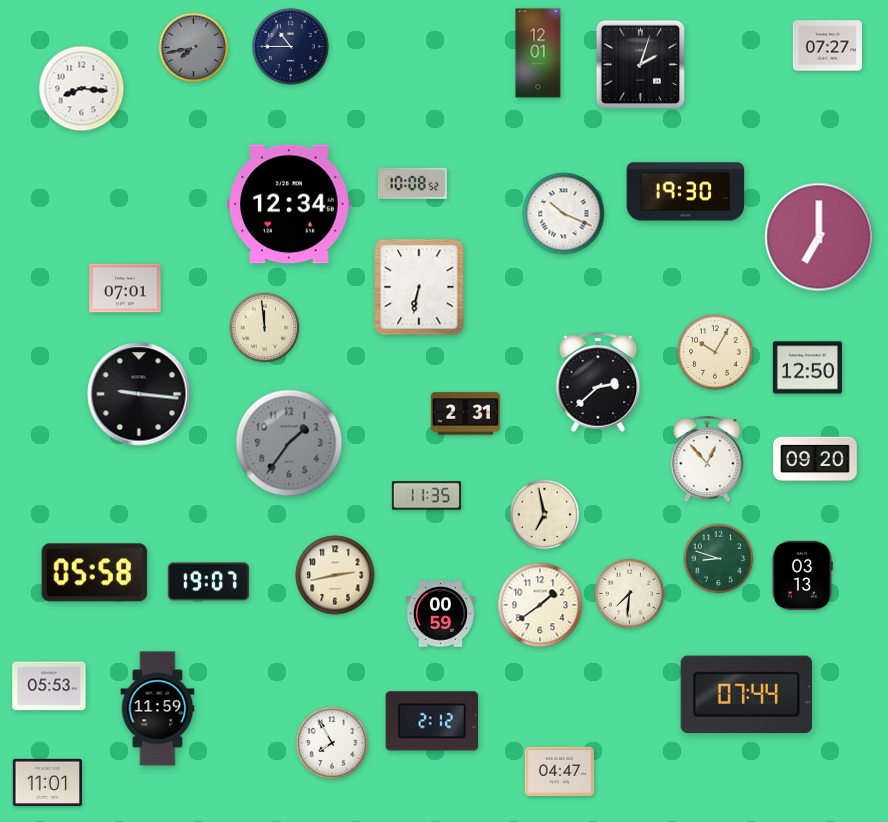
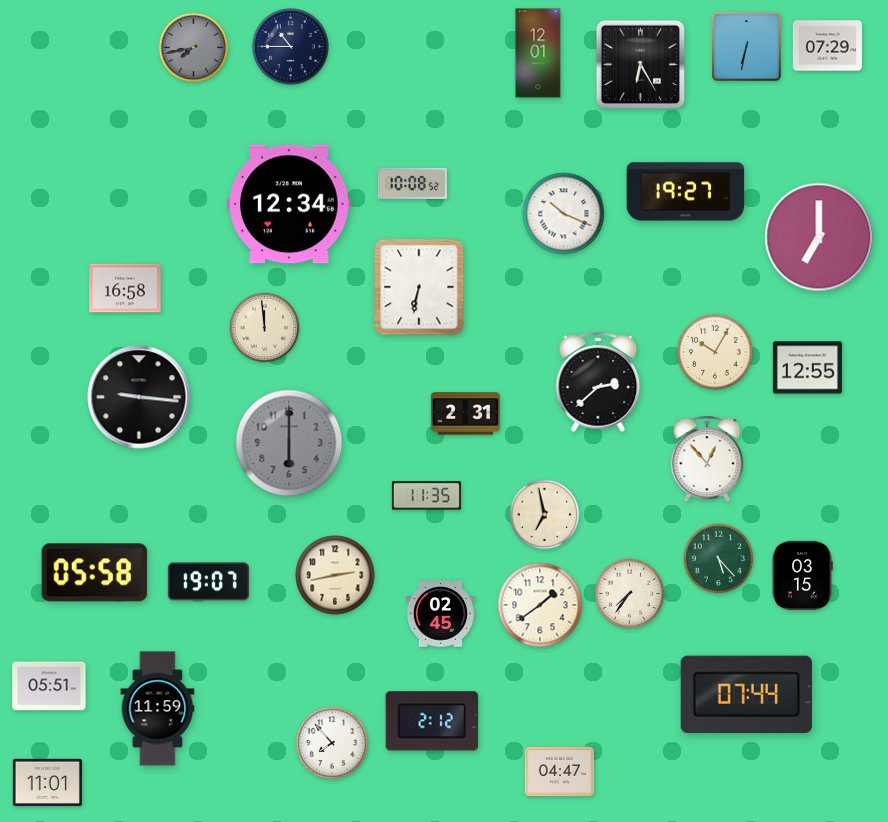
clock at (827, 46): 07:27 -> 07:29
clock at (747, 47): none -> 6:32
clock at (640, 64): 2:03 -> 6:25
clock at (82, 89): 8:16 -> none
clock at (686, 192): 19:30 -> 19:27
clock at (125, 288): 07:01 -> 16:58
clock at (807, 368): 12:50 -> 12:55
clock at (139, 394) position: (139, 394) -> (139, 397)
clock at (289, 443): 1:36 -> 6:00
clock at (816, 459): 09:20 -> none
clock at (719, 559): 8:48 -> 5:23
clock at (802, 575): 03:13 -> 03:15
clock at (630, 594): 7:31 -> 7:36
clock at (440, 614): 00:59 -> 02:45
clock at (49, 686): 05:53 -> 05:51
clock at (331, 742): 7:55 -> 7:53
